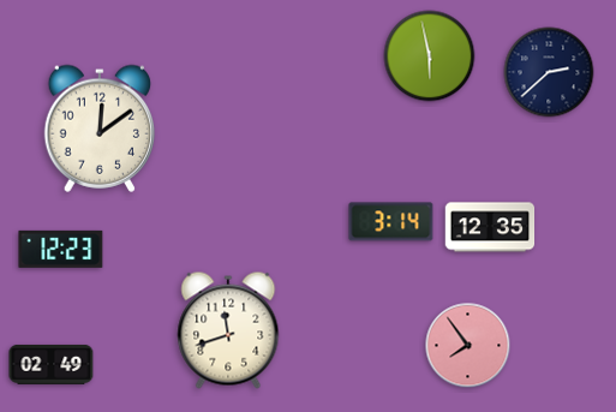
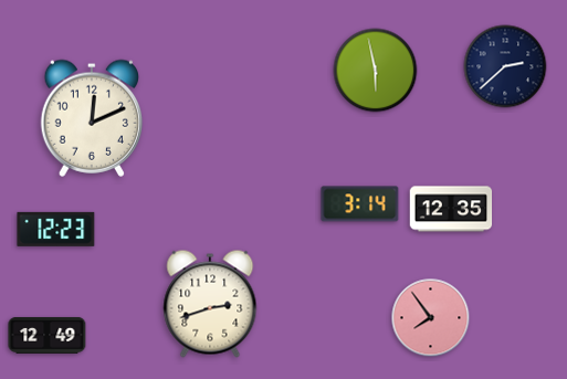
clock at (430, 56) position: (430, 56) -> (376, 71)
clock at (98, 129): 12:09 -> 12:11
clock at (228, 330): 11:42 -> 2:42
clock at (52, 364): 02:49 -> 12:49
